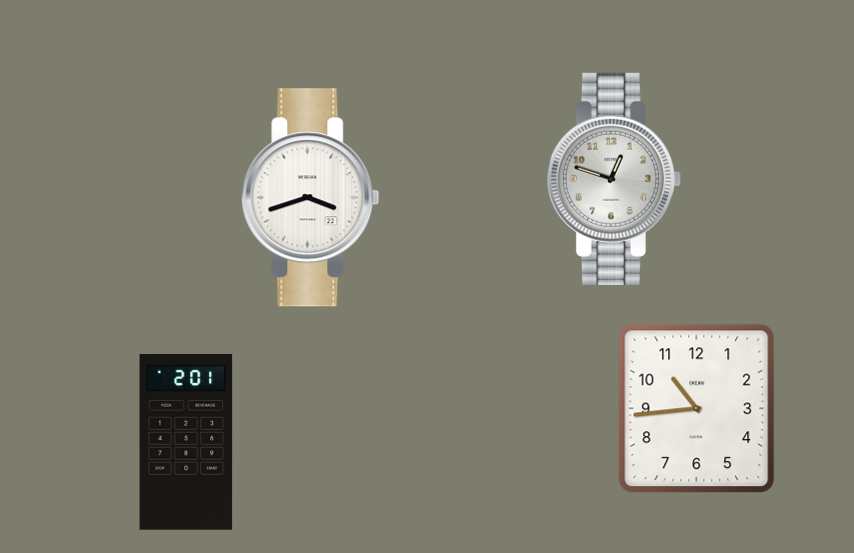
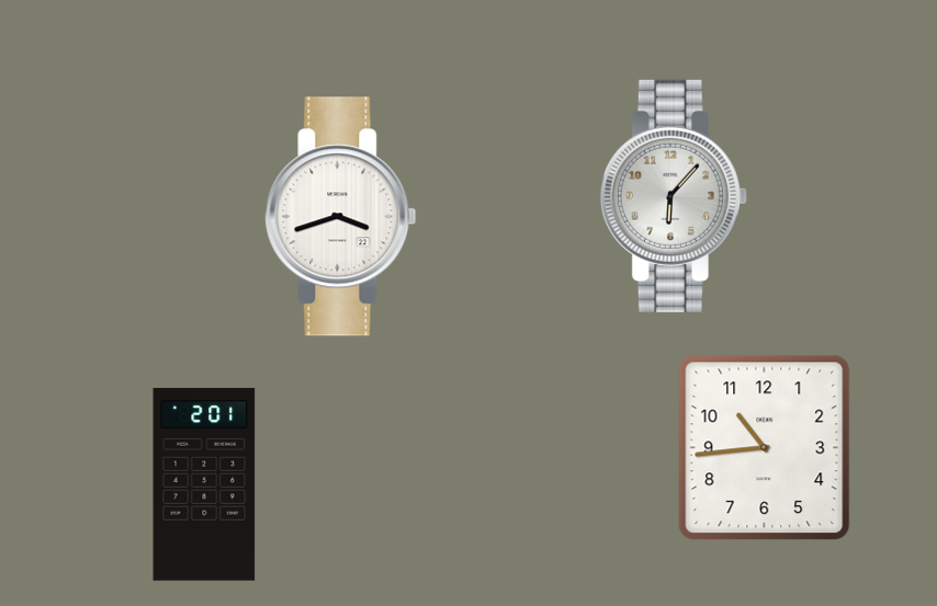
clock at (614, 179): 12:48 -> 6:07
